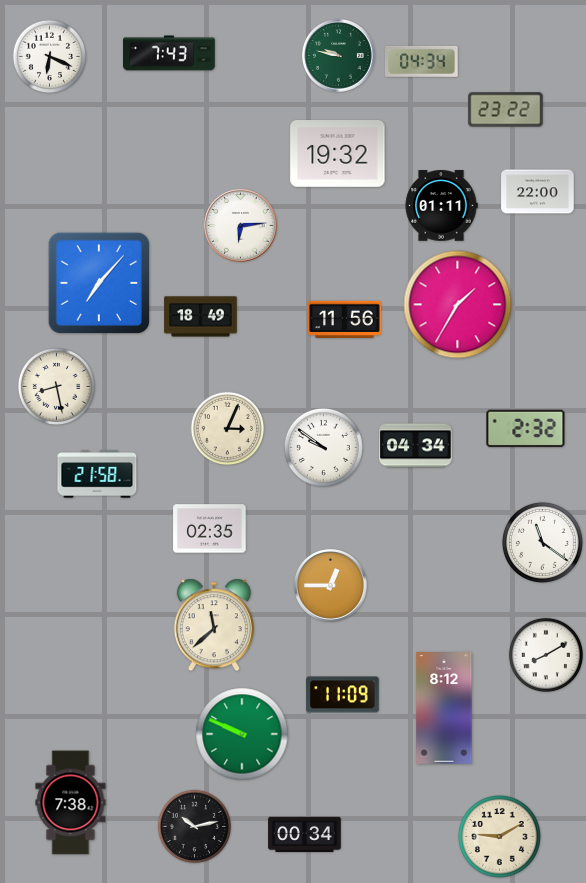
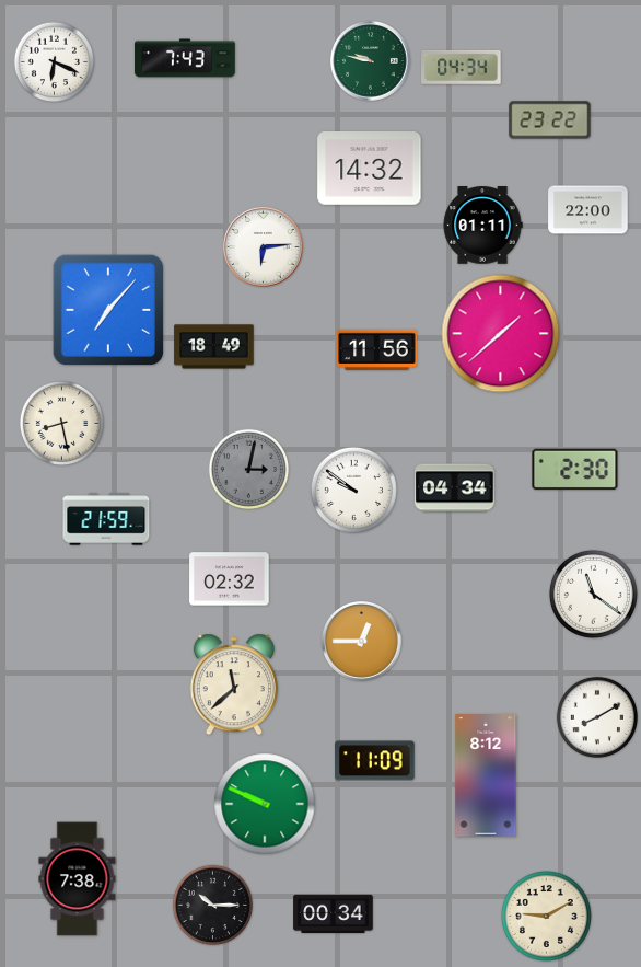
clock at (506, 110) position: (506, 110) -> (550, 120)
clock at (338, 154): 19:32 -> 14:32
clock at (458, 305): 1:35 -> 1:38
clock at (201, 317) position: (201, 317) -> (214, 347)
clock at (228, 429): 3:04 -> 3:02
clock at (228, 429) dial: cream -> grey
clock at (526, 429): 2:32 -> 2:30
clock at (97, 474): 21:58 -> 21:59
clock at (210, 529): 02:35 -> 02:32
clock at (195, 827): 10:13 -> 10:15
